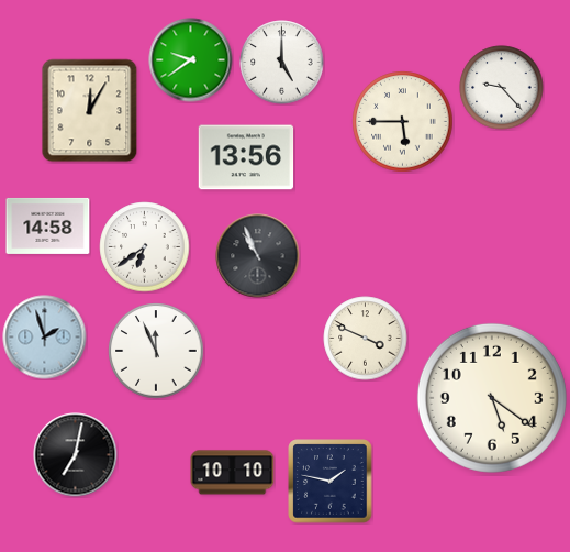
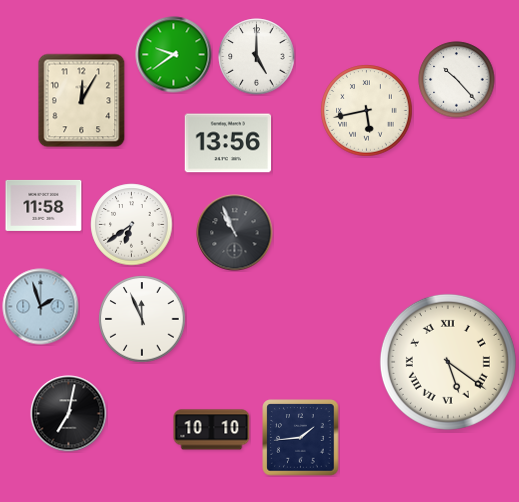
clock at (502, 88): 9:23 -> 10:23
clock at (403, 122): 5:45 -> 5:43
clock at (246, 157) position: (246, 157) -> (228, 143)
clock at (48, 225): 14:58 -> 11:58
clock at (366, 339): 3:49 -> none
clock at (492, 398) numerals: Arabic -> Roman
clock at (331, 482): 1:47 -> 1:44
